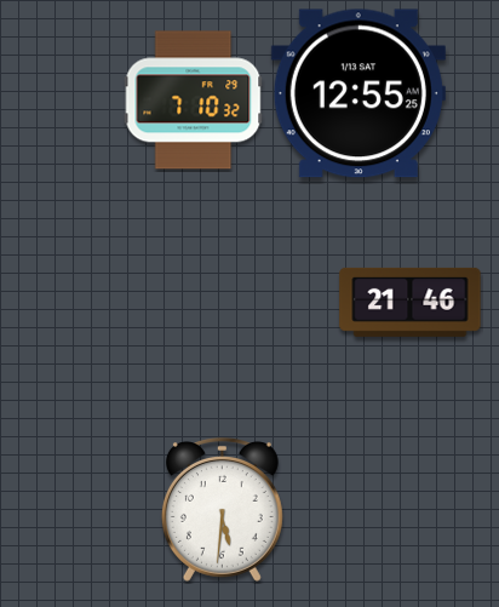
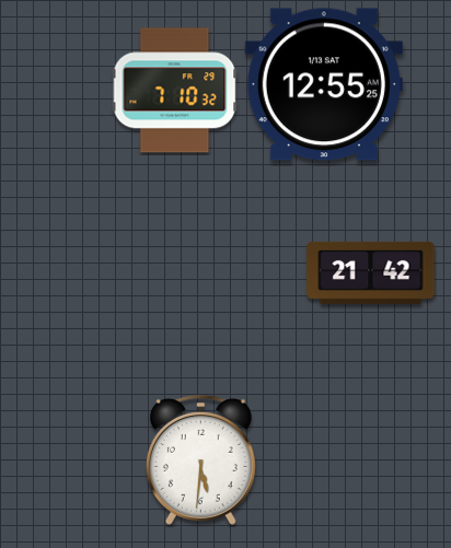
clock at (411, 302): 21:46 -> 21:42
